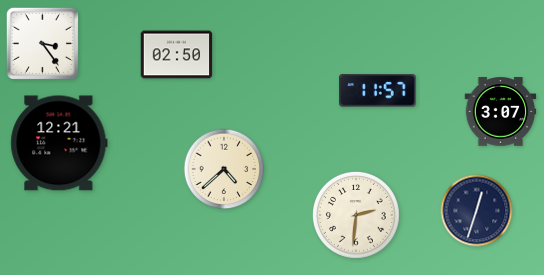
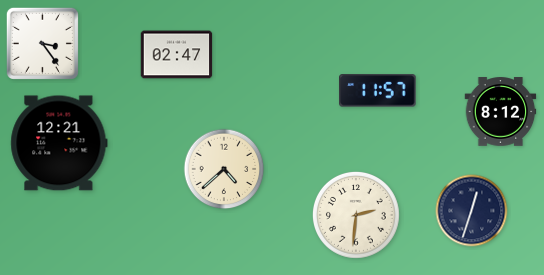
clock at (177, 55): 02:50 -> 02:47
clock at (501, 112): 3:07 -> 8:12
clock at (477, 211) position: (477, 211) -> (472, 211)
